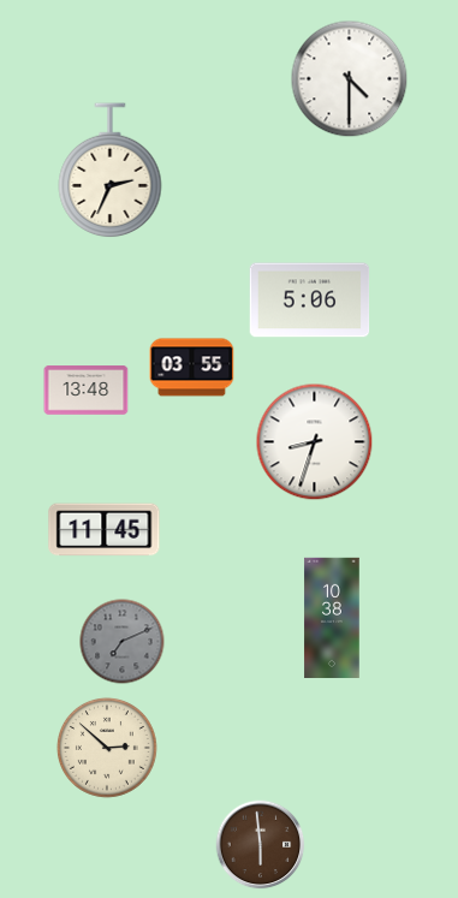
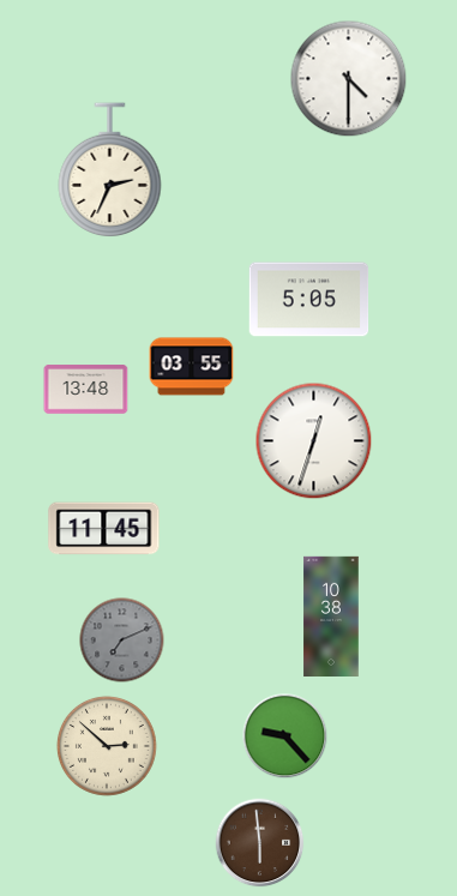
clock at (310, 301): 5:06 -> 5:05
clock at (315, 442): 8:33 -> 12:33
clock at (285, 736): none -> 9:23
